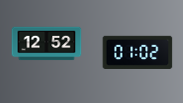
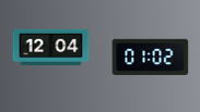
clock at (47, 44): 12:52 -> 12:04
